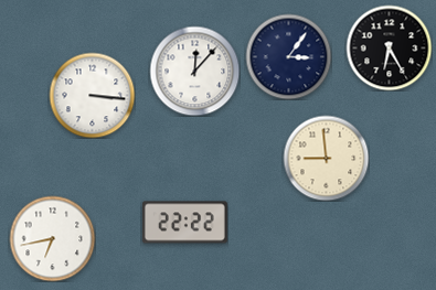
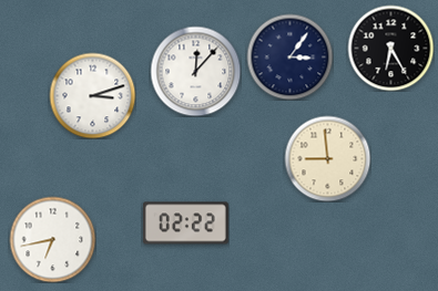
clock at (92, 95): 3:16 -> 3:12
clock at (184, 223): 22:22 -> 02:22
